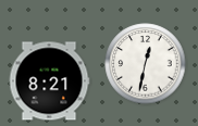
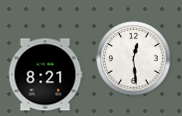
clock at (146, 64): 12:32 -> 12:29
